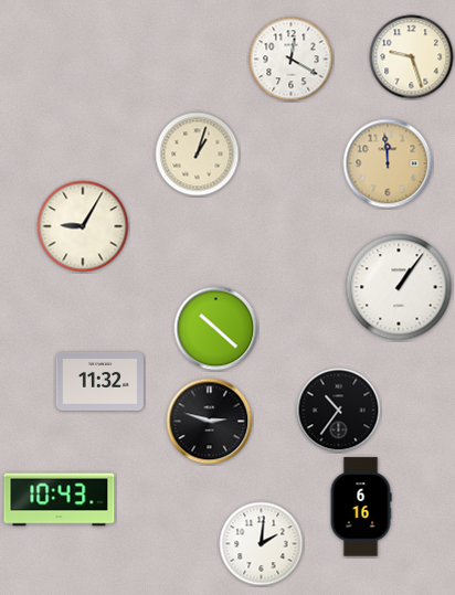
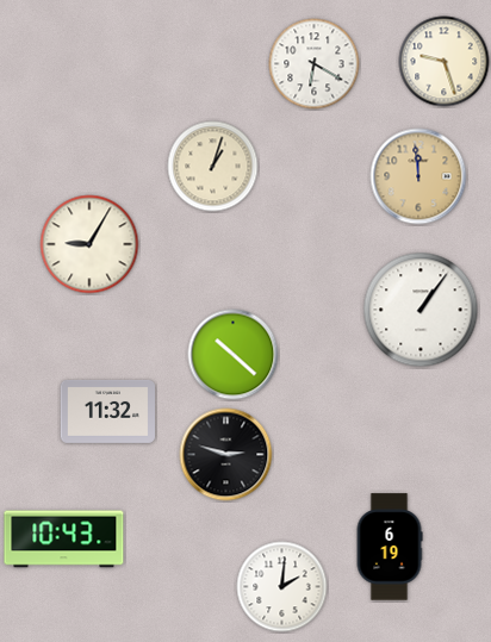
clock at (292, 60): 12:20 -> 6:20
clock at (399, 287) position: (399, 287) -> (421, 310)
clock at (339, 411): 10:36 -> none
clock at (361, 507): 6:16 -> 6:19
